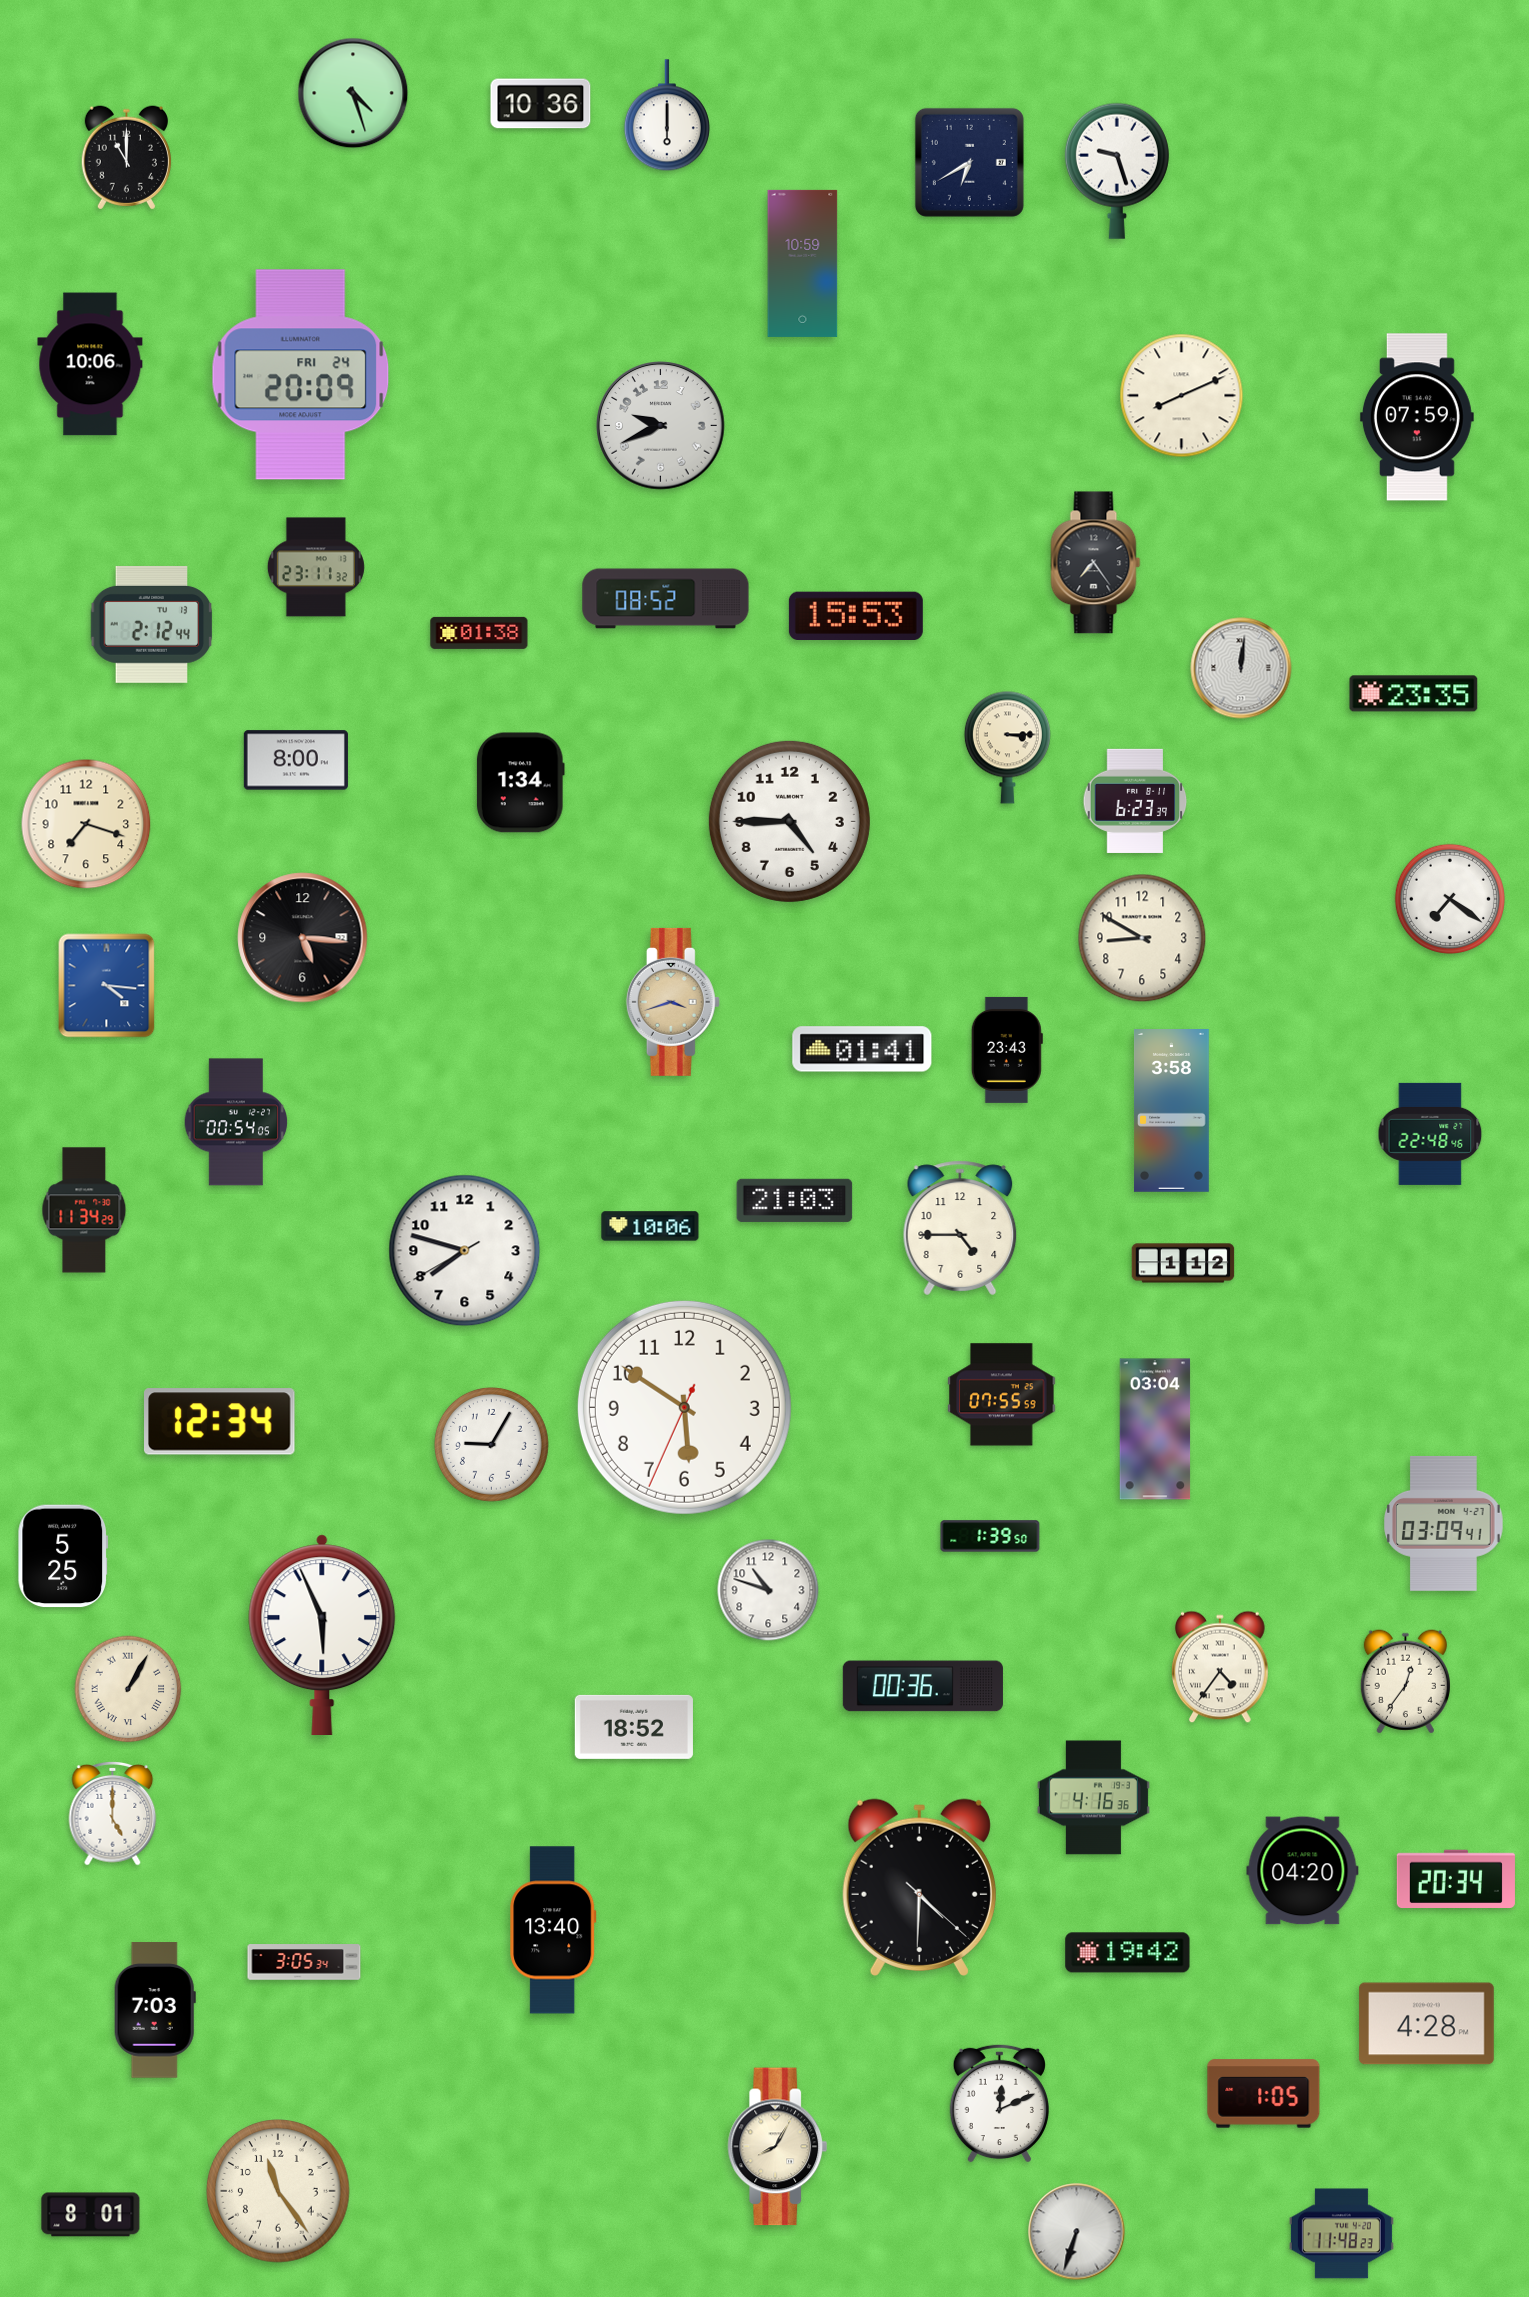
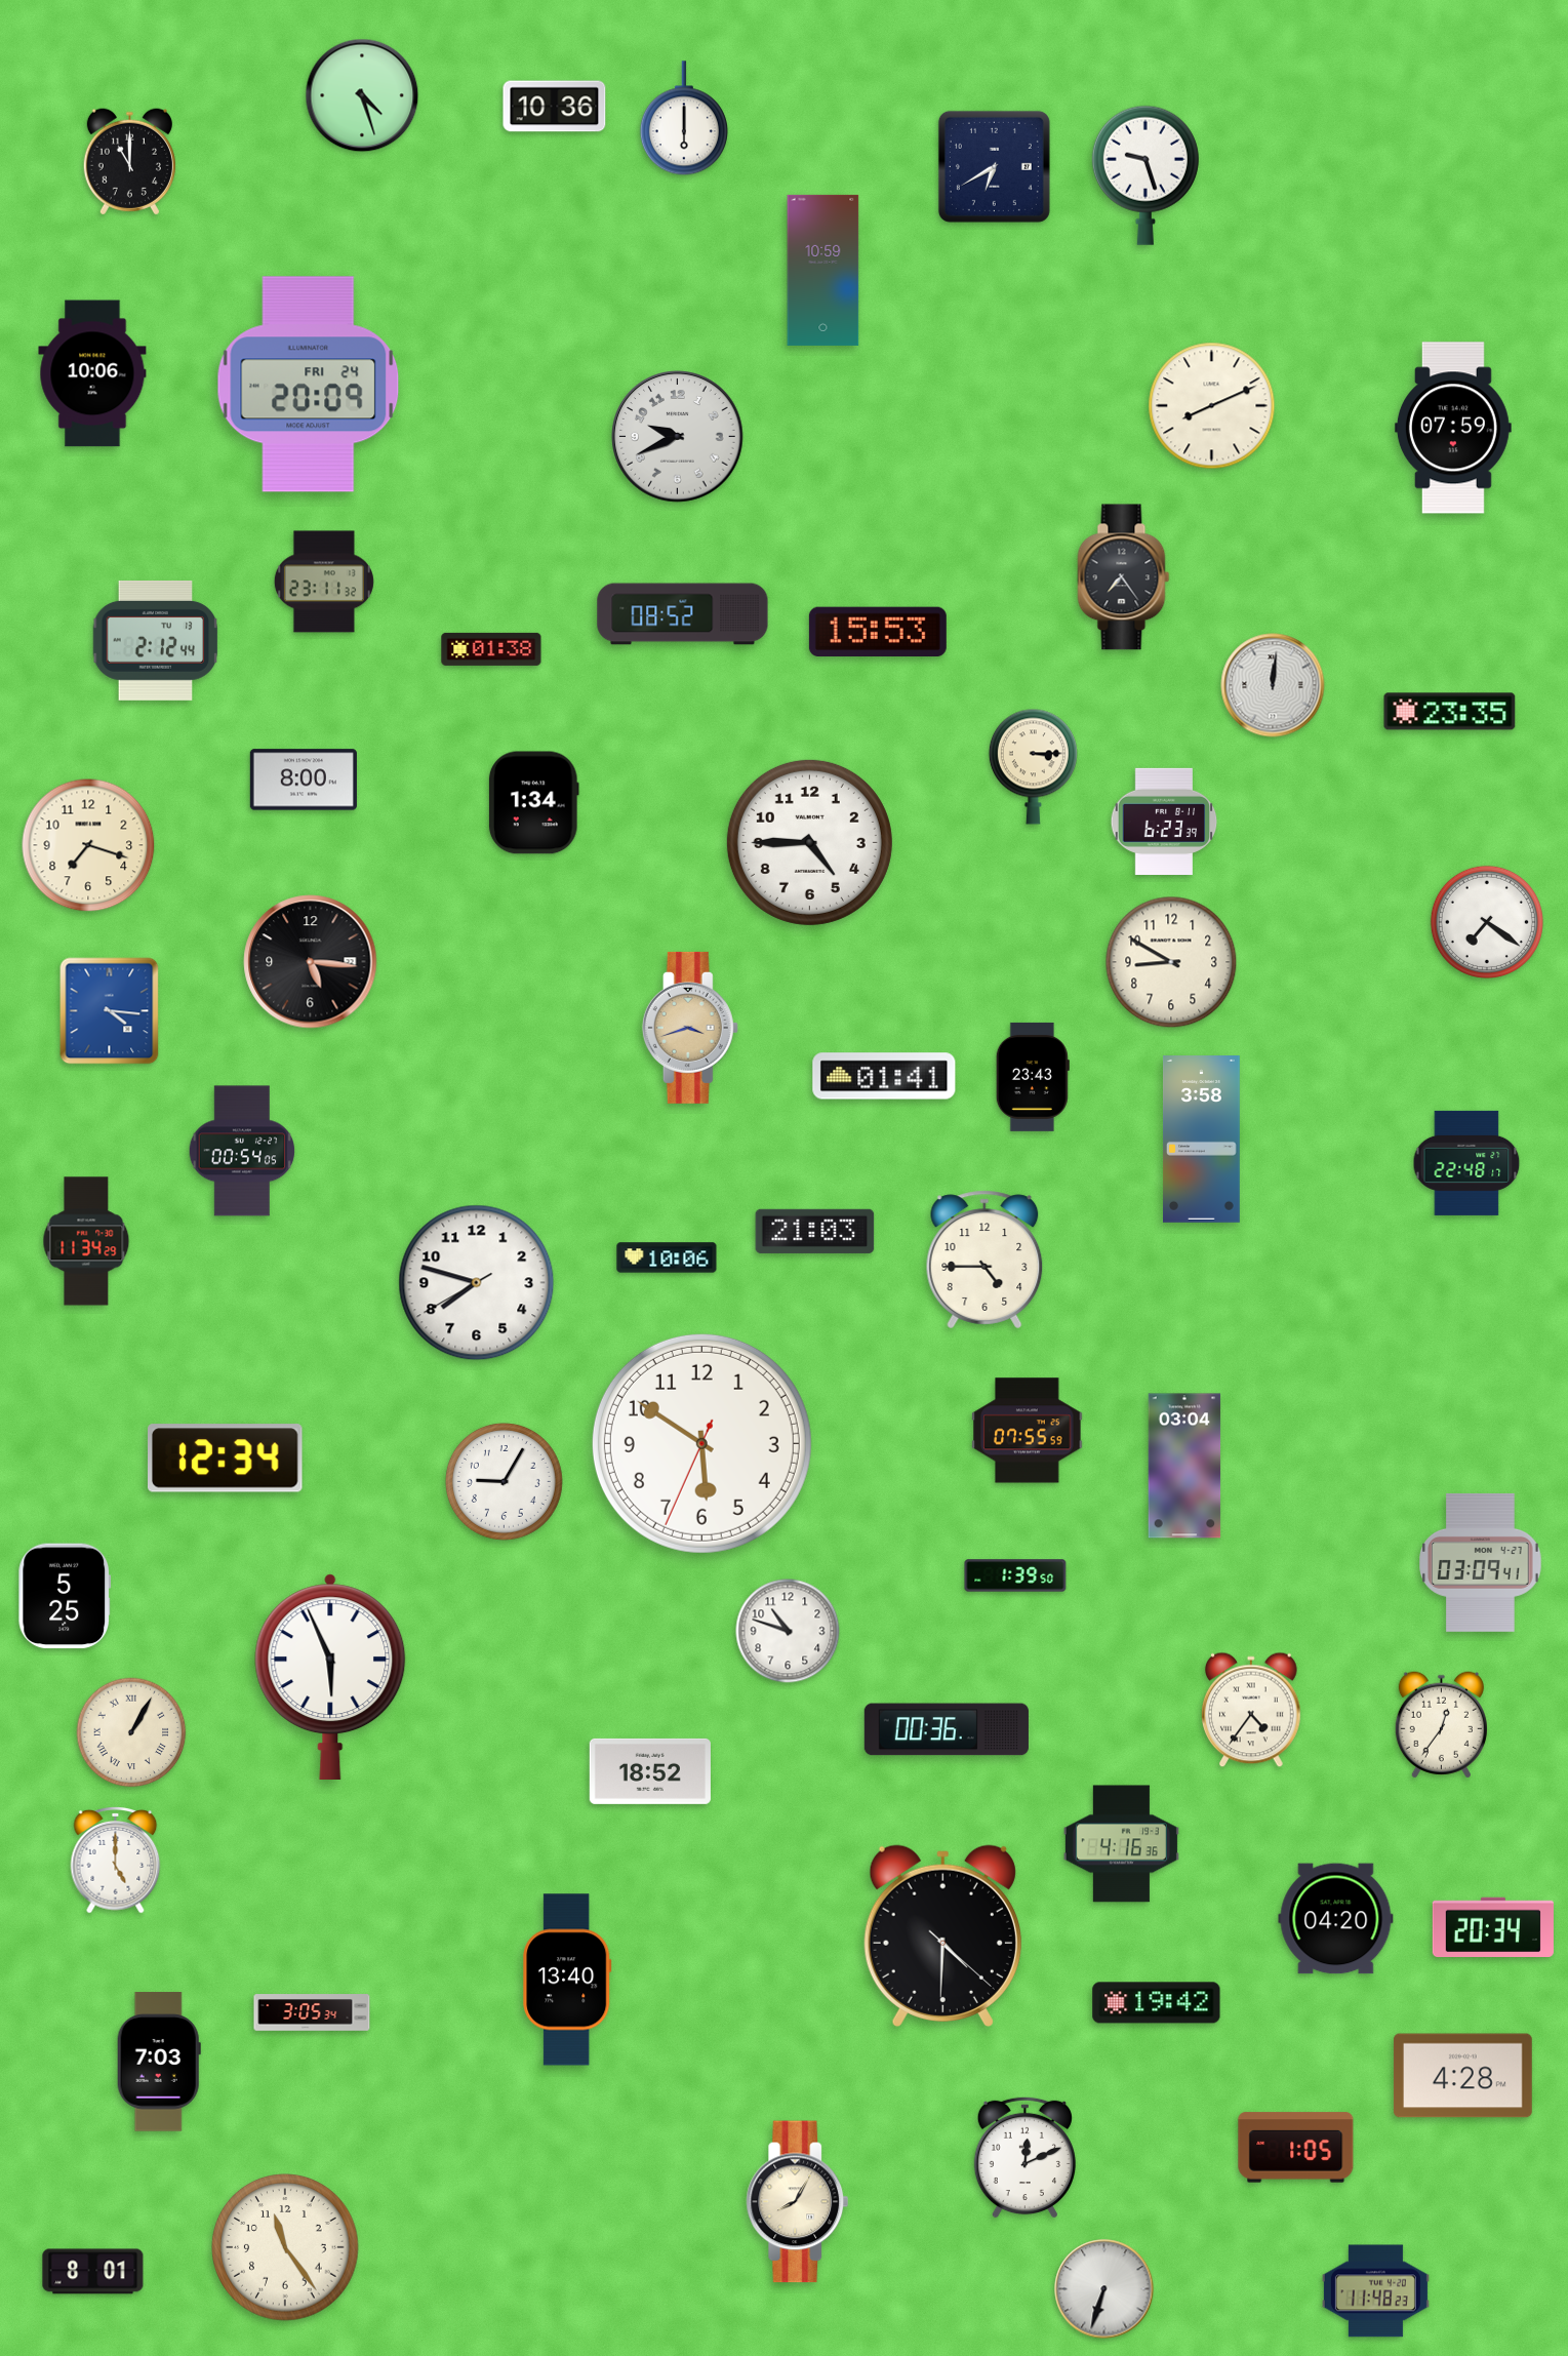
clock at (1430, 1134): 22:48:46 -> 22:48:17
clock at (1183, 1263): 1:12 -> none
